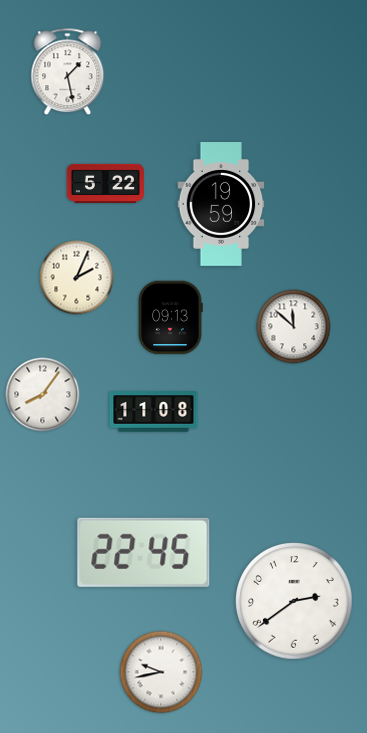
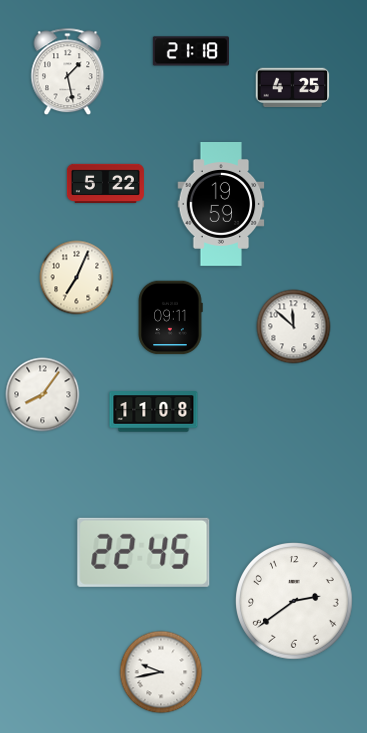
clock at (191, 51): none -> 21:18
clock at (293, 88): none -> 4:25
clock at (77, 278): 2:04 -> 7:04
clock at (170, 318): 09:13 -> 09:11
